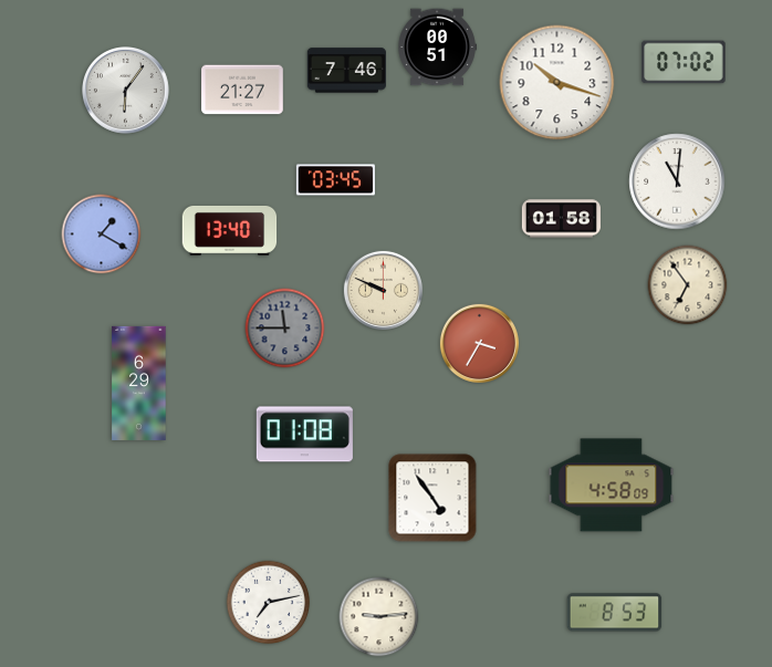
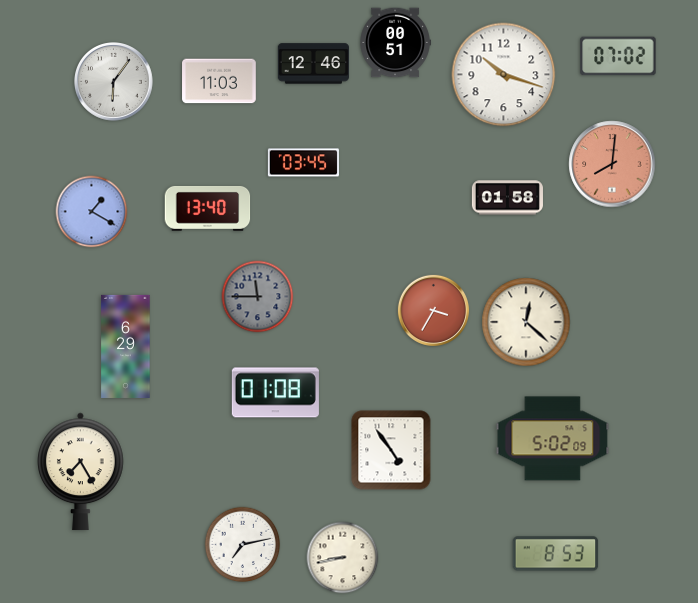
clock at (346, 71): 7:46 -> 12:46
clock at (242, 90): 21:27 -> 11:03
clock at (677, 181): 11:01 -> 8:01
clock at (677, 181) dial: white -> salmon
clock at (688, 285): 6:54 -> none
clock at (383, 290): 9:49 -> none
clock at (526, 322): none -> 12:22
clock at (612, 486): 4:58 -> 5:02
clock at (81, 472): none -> 7:25
clock at (379, 617): 9:14 -> 8:43
